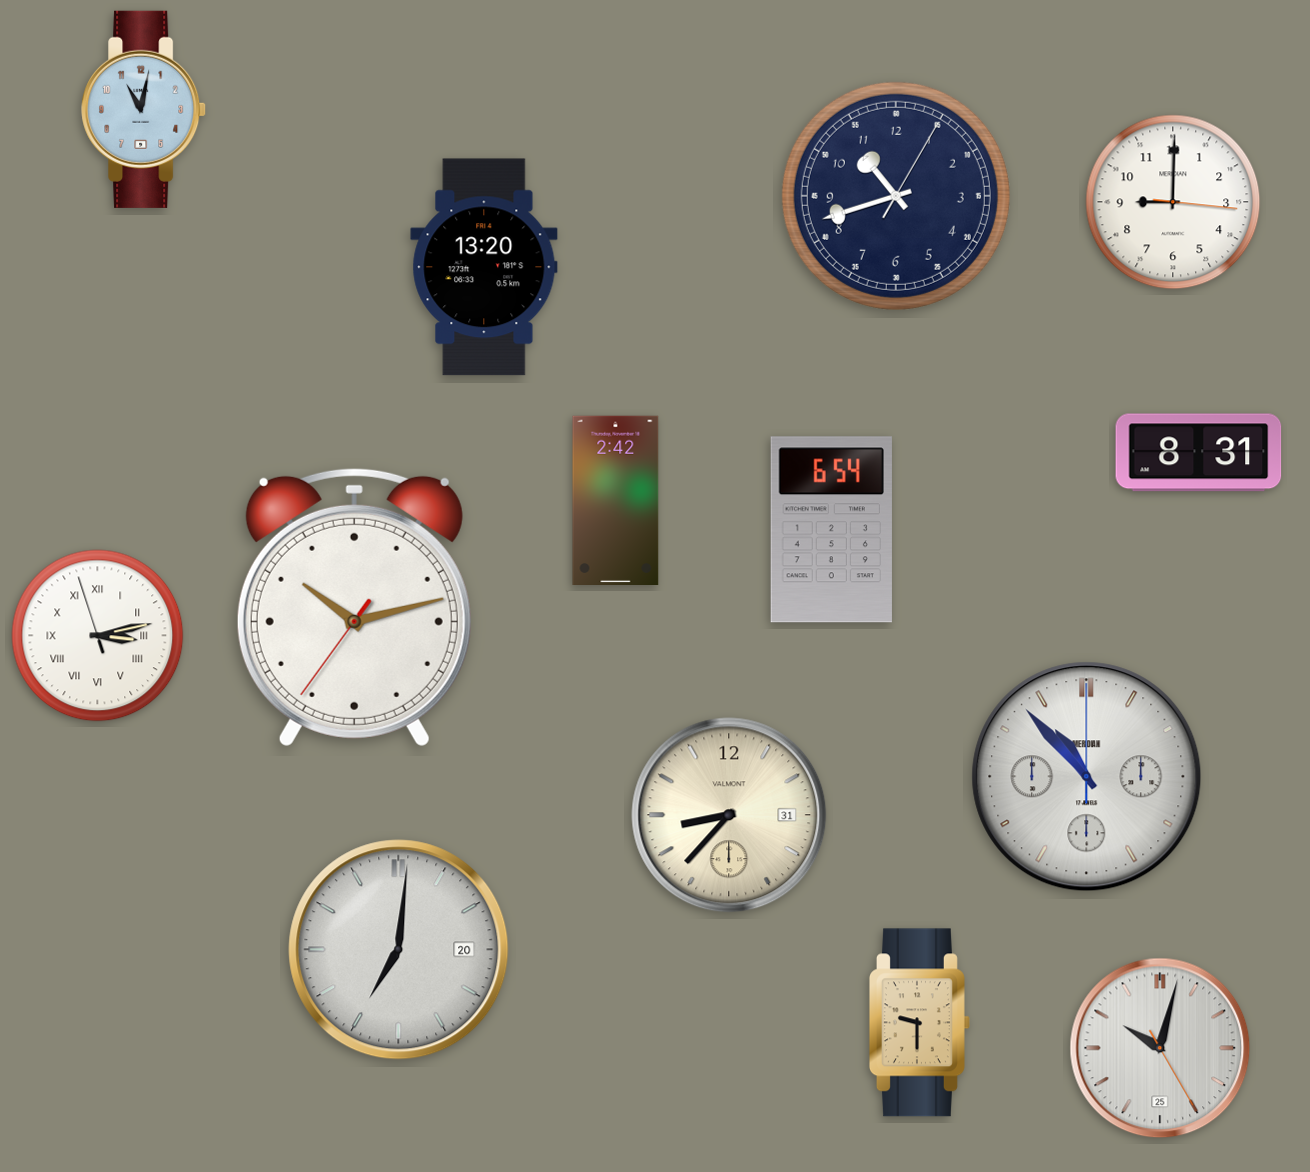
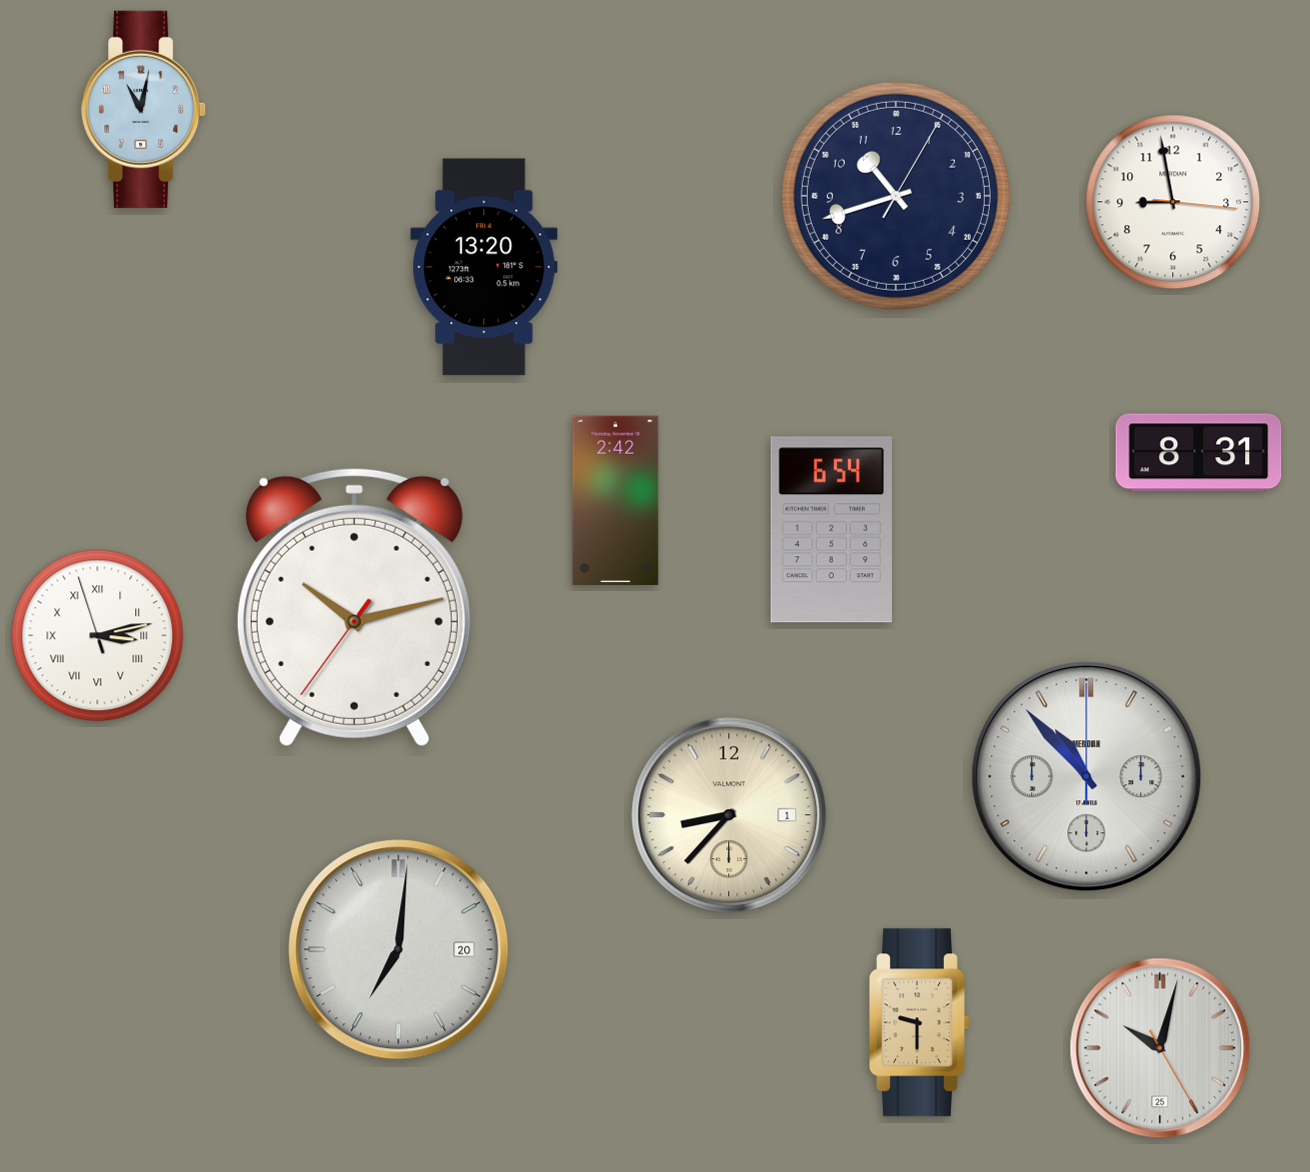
clock at (1173, 202): 9:00 -> 8:58
clock at (729, 815) date: 31 -> 1
